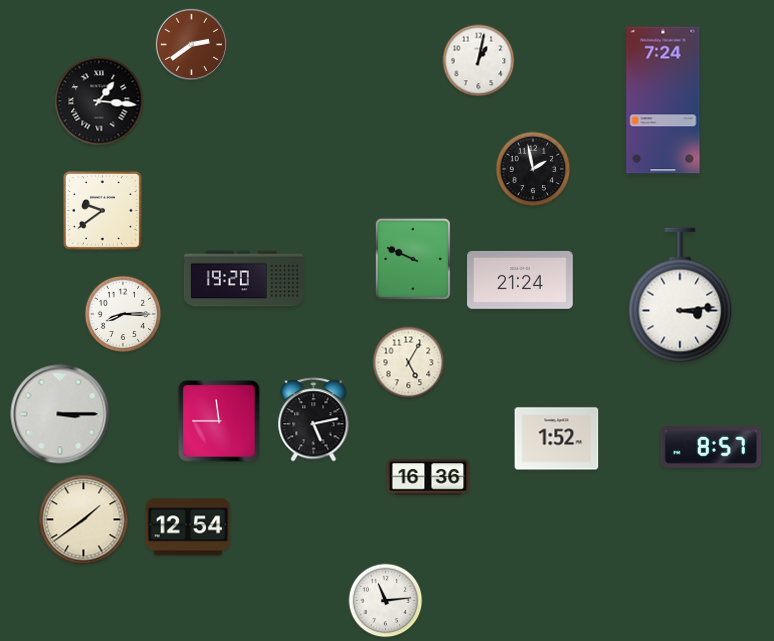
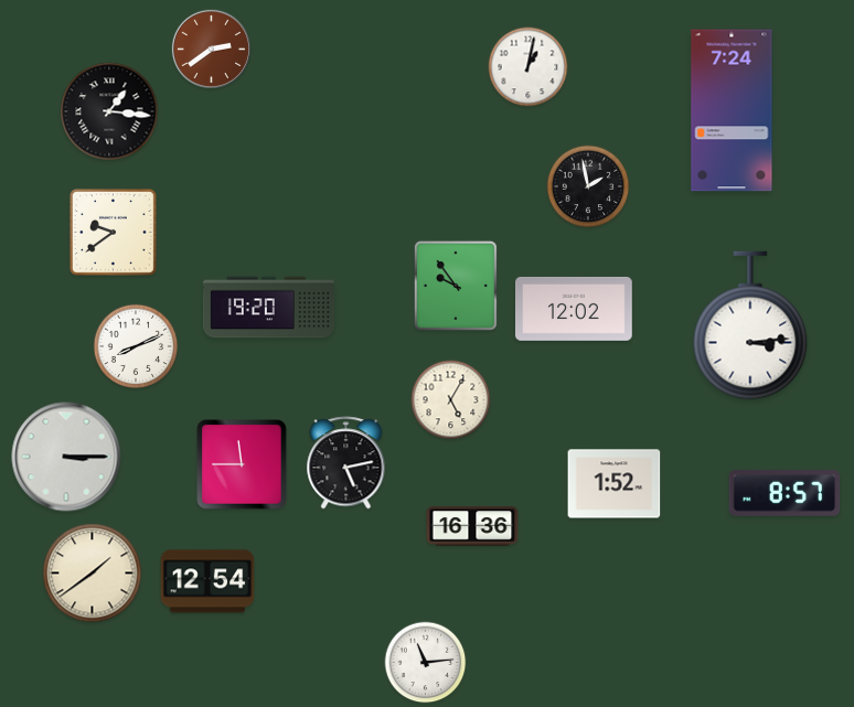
clock at (413, 259): 9:49 -> 9:54
clock at (521, 280): 21:24 -> 12:02
clock at (123, 314): 8:15 -> 8:11
